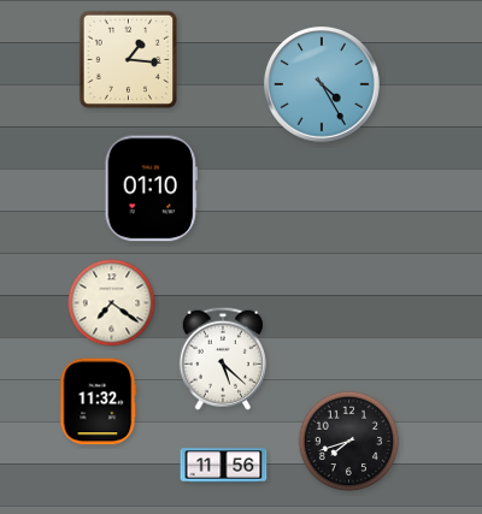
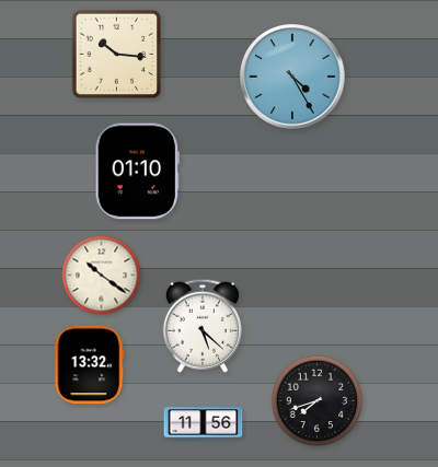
clock at (128, 59): 1:16 -> 10:16
clock at (112, 303): 7:21 -> 10:21
clock at (99, 402): 11:32 -> 13:32
